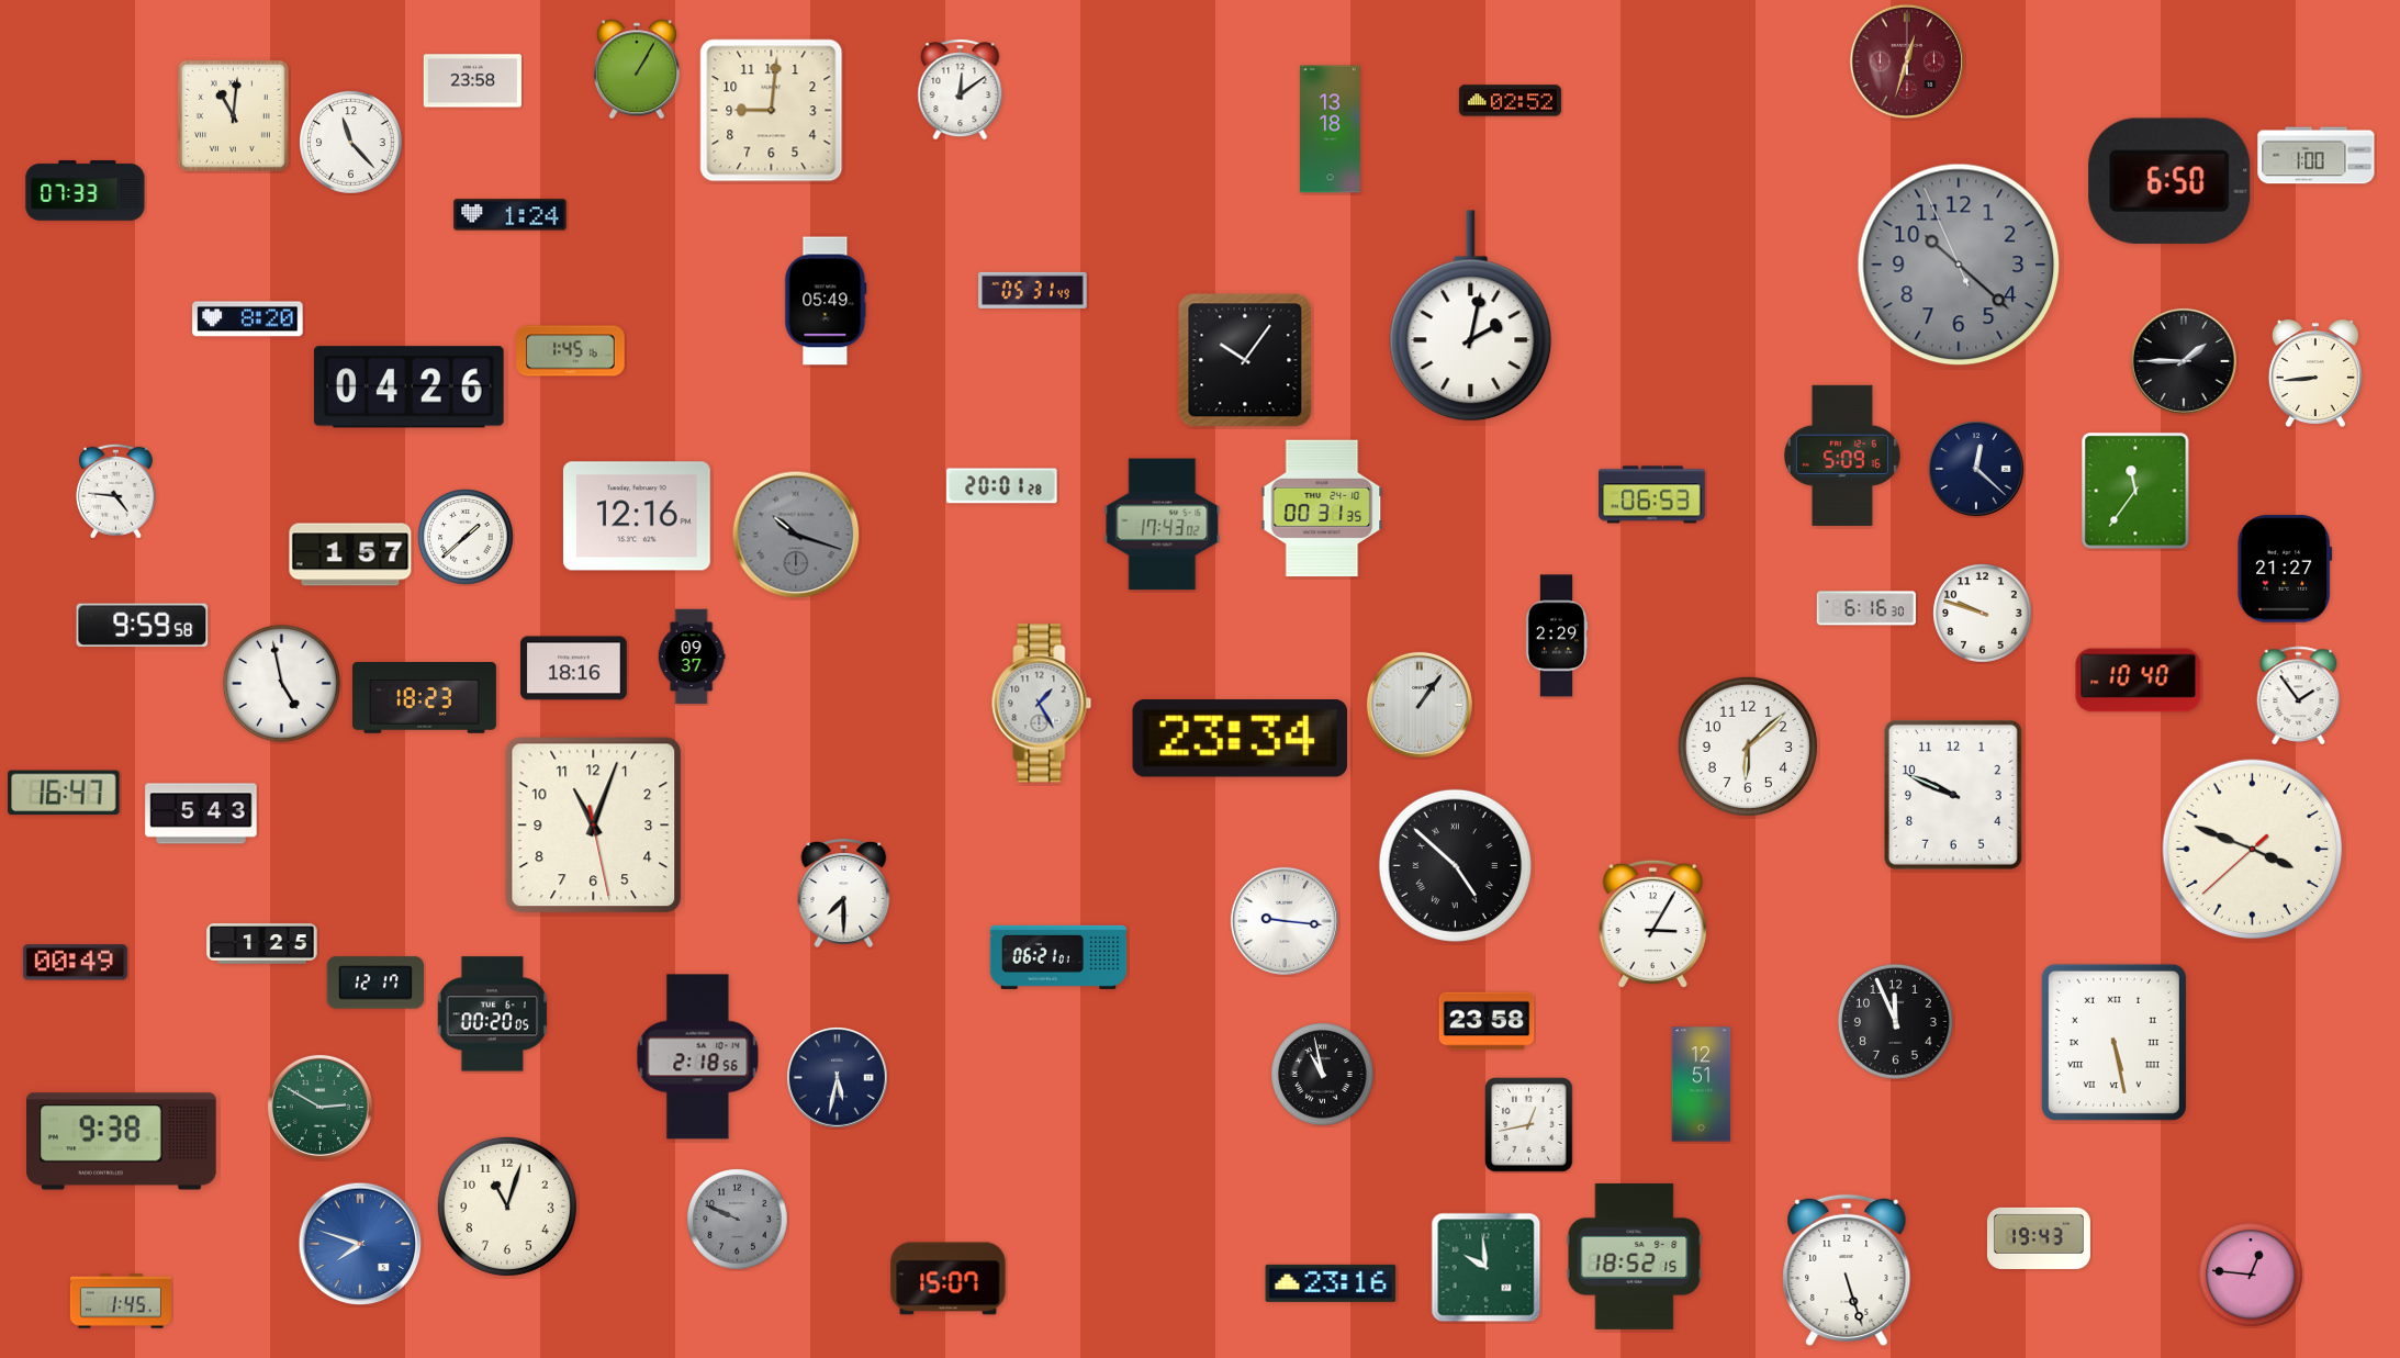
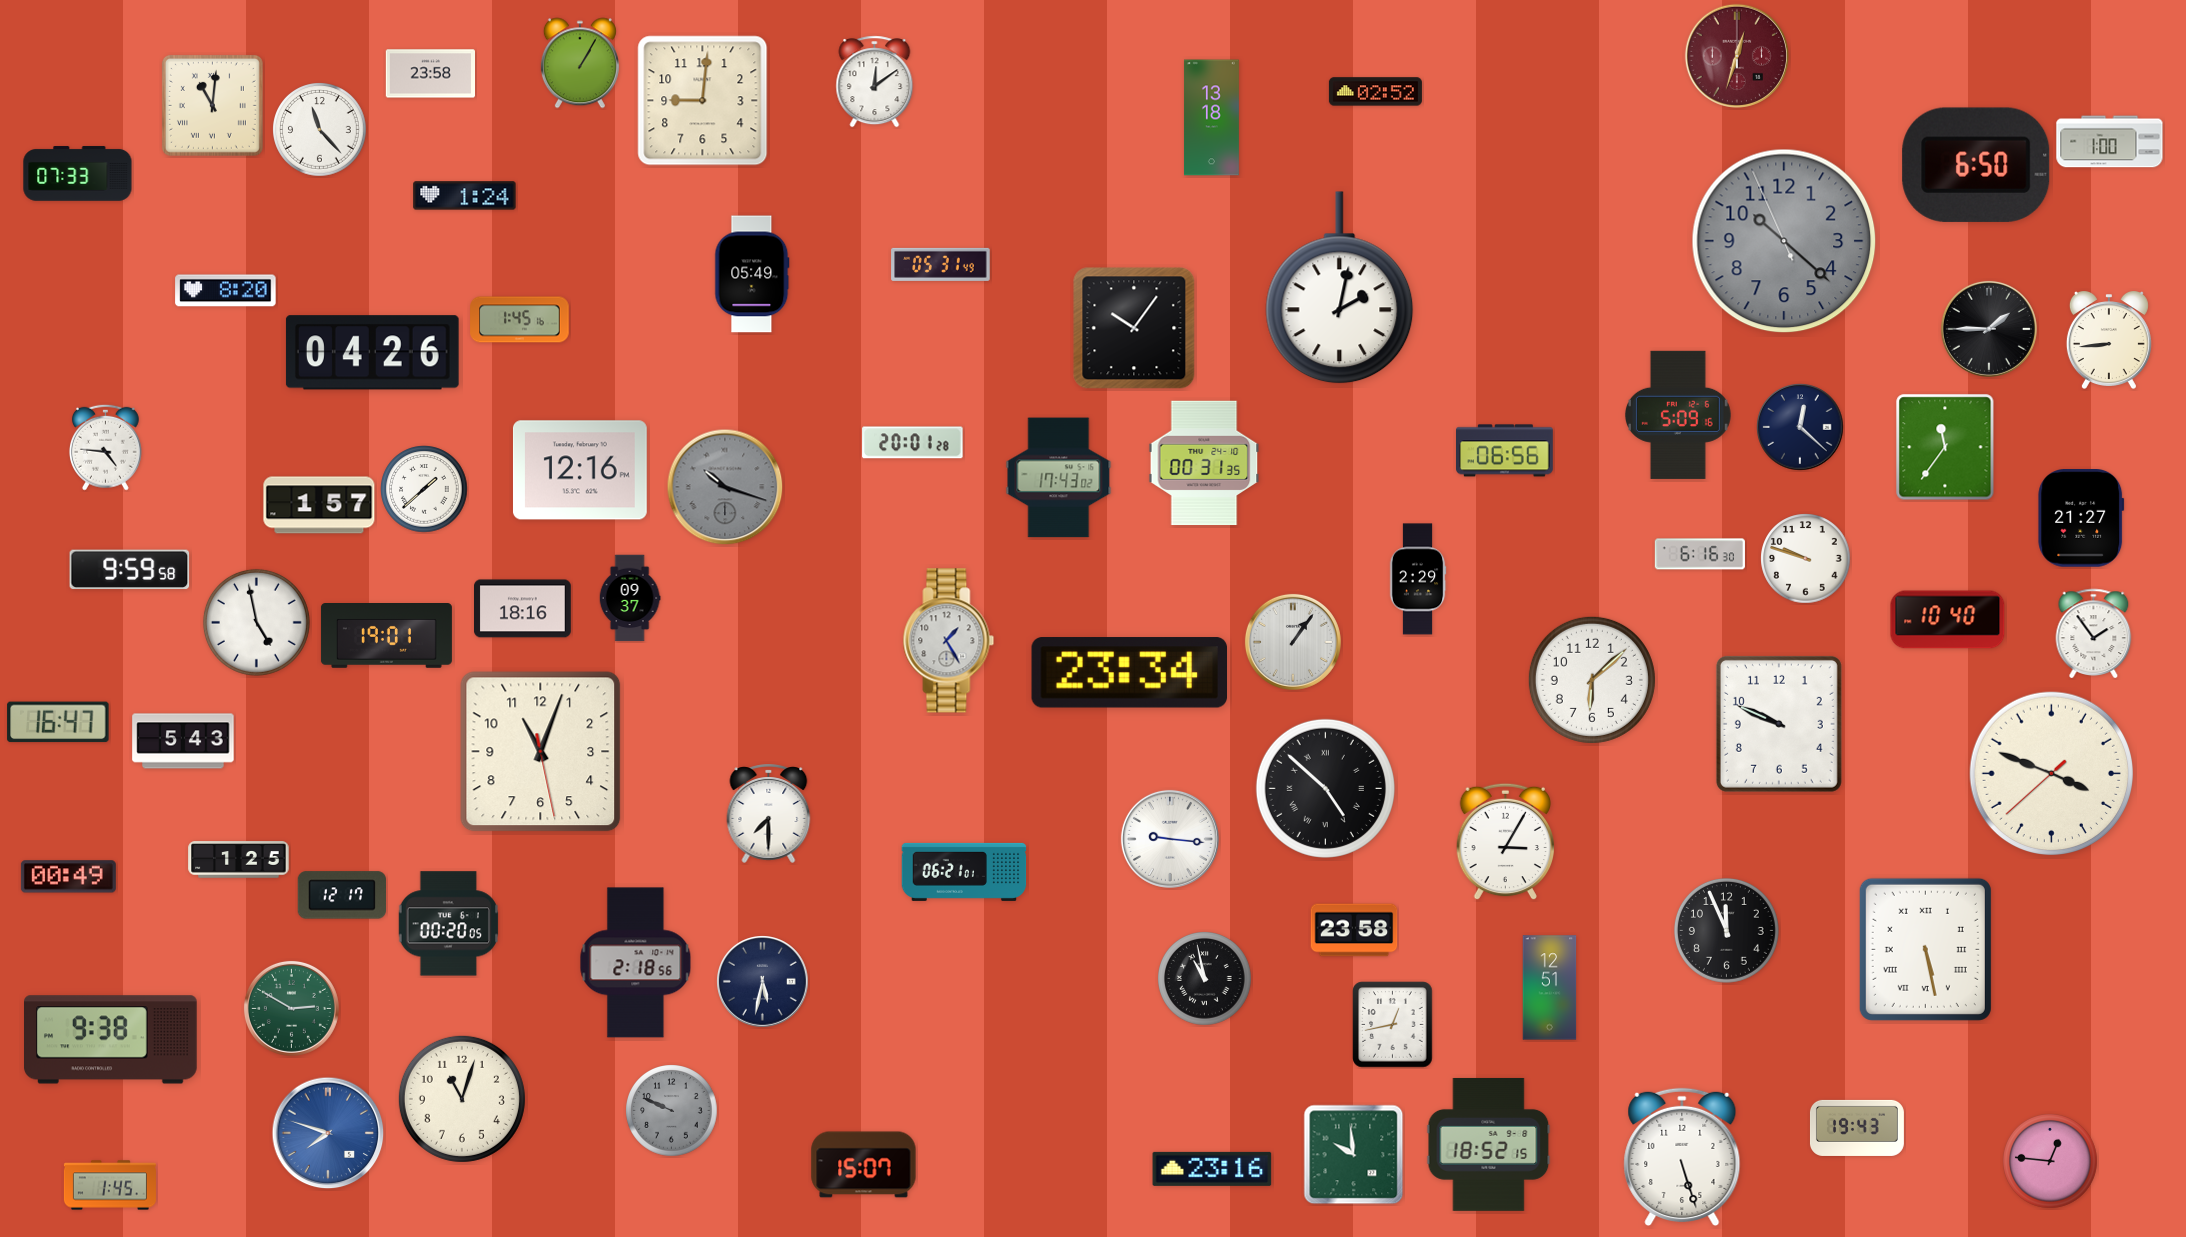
clock at (1652, 495): 06:53 -> 06:56
clock at (424, 698): 18:23 -> 19:01
